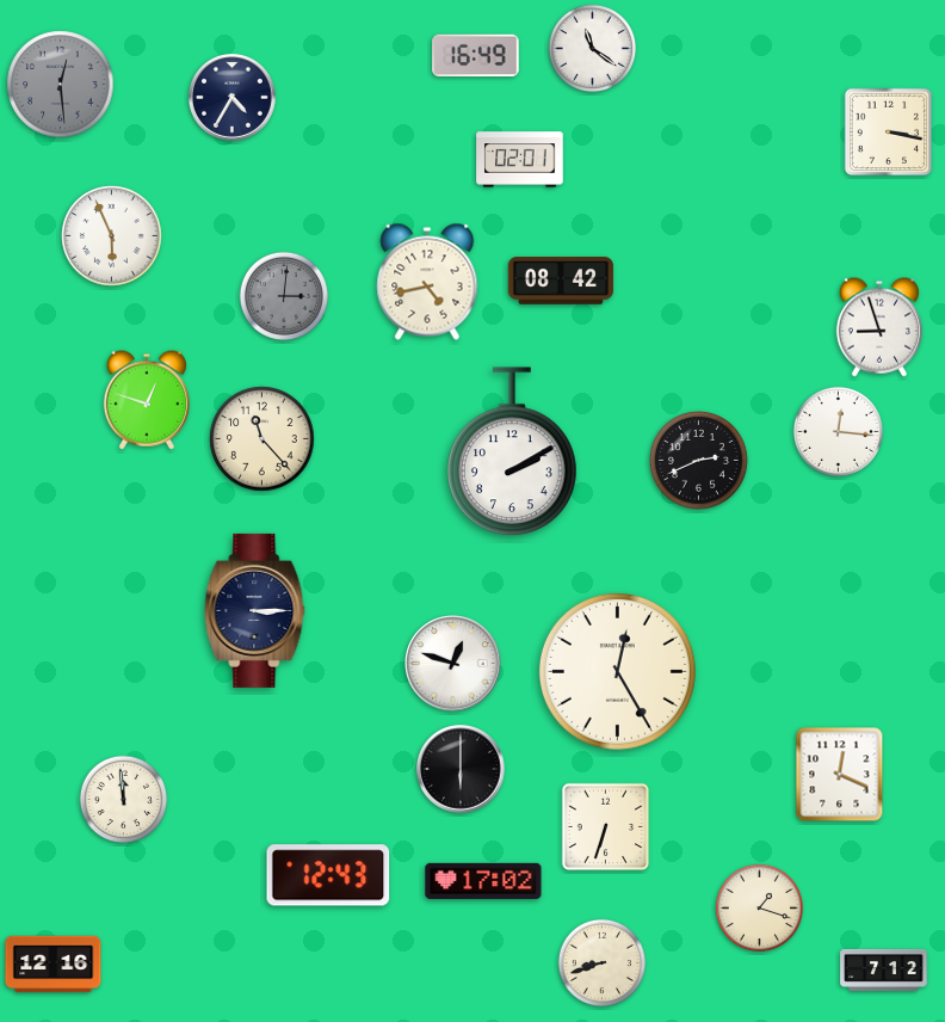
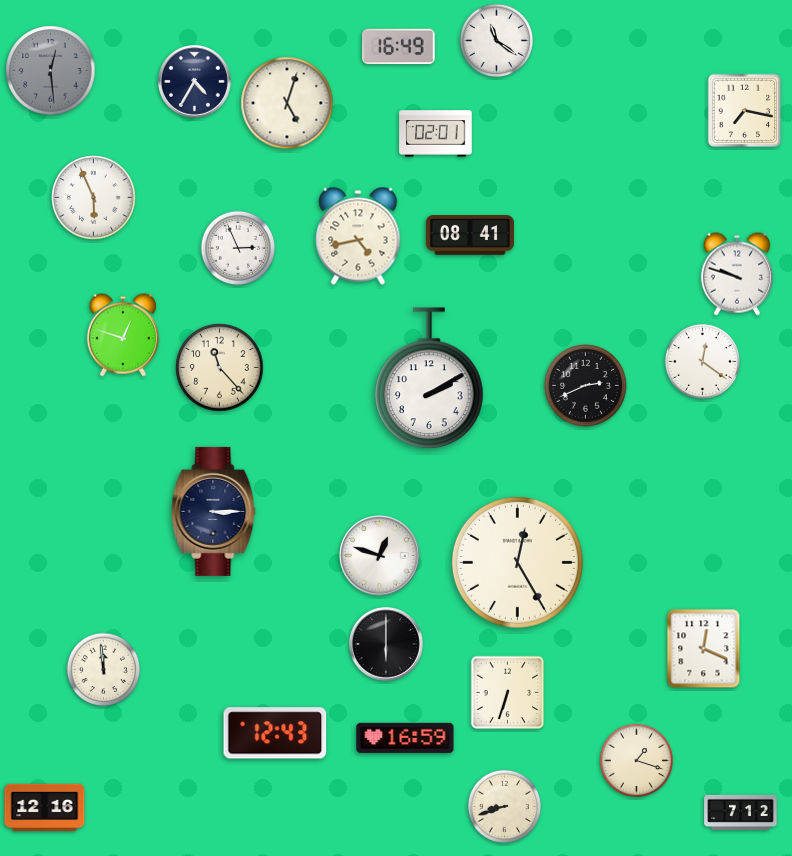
clock at (287, 103): none -> 5:03
clock at (889, 133): 3:17 -> 7:17
clock at (561, 281): 08:42 -> 08:41
clock at (283, 295): 3:01 -> 2:56
clock at (283, 295) dial: grey -> white
clock at (879, 327): 8:57 -> 9:48
clock at (838, 431): 12:16 -> 12:21
clock at (483, 881): 17:02 -> 16:59
